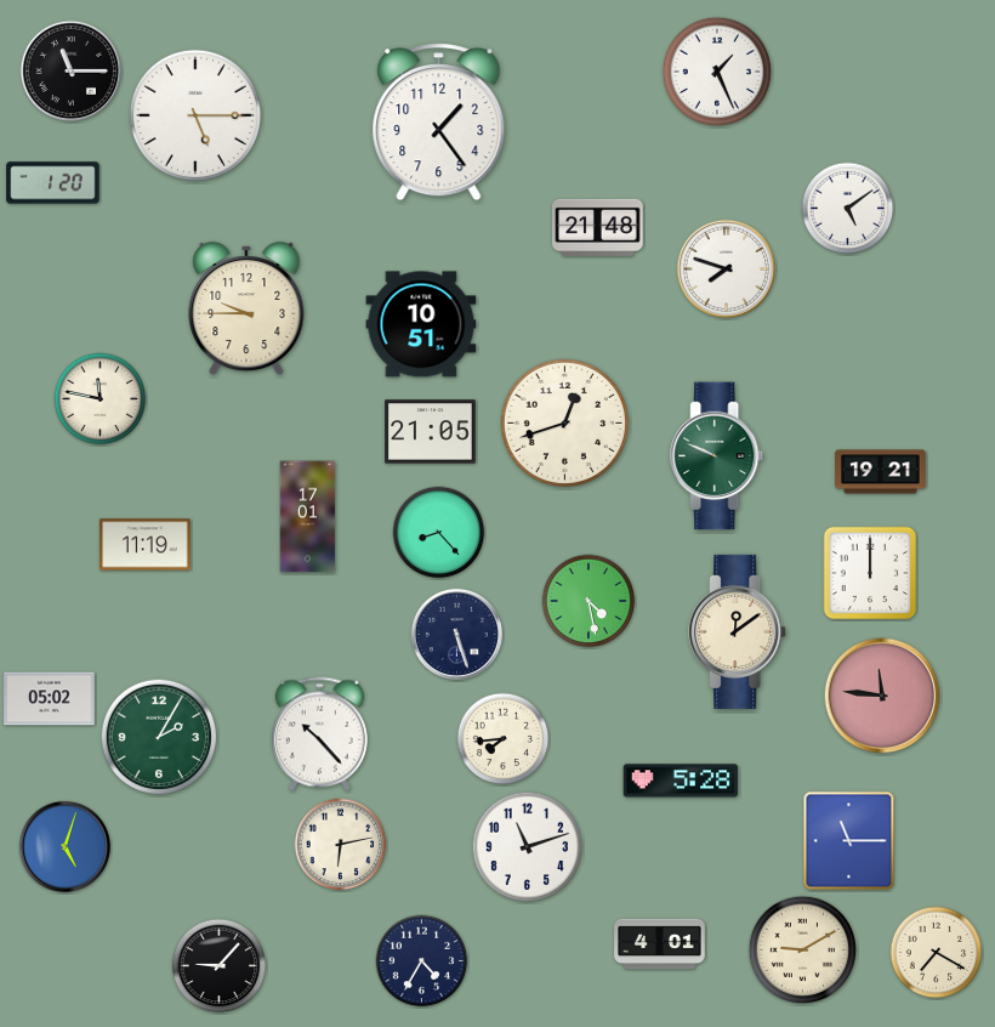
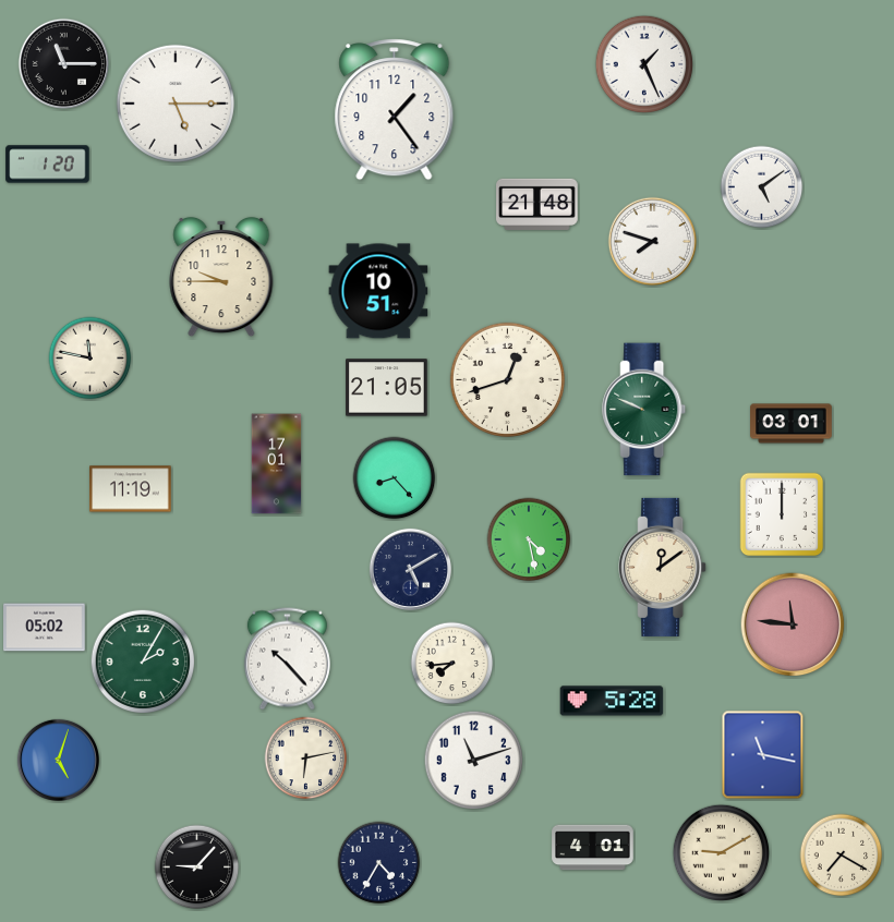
clock at (881, 472): 19:21 -> 03:01
clock at (456, 634): 5:27 -> 5:10
clock at (849, 841): 11:15 -> 11:17
